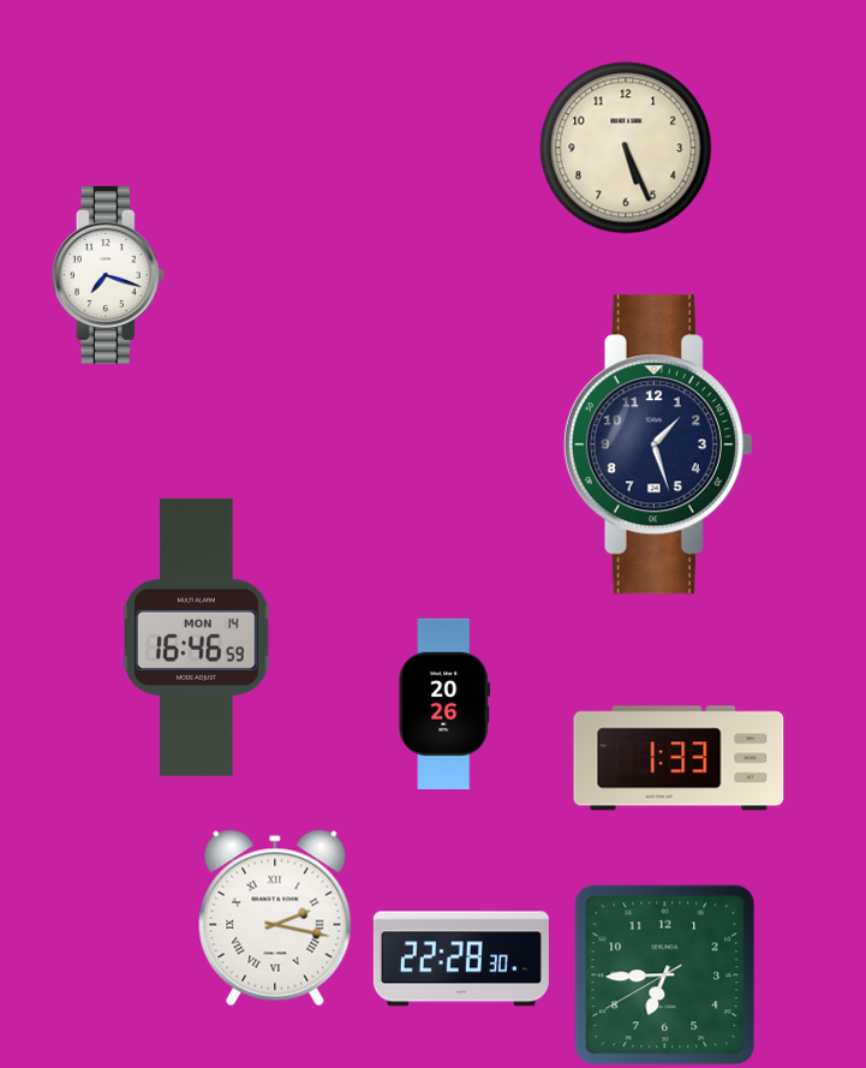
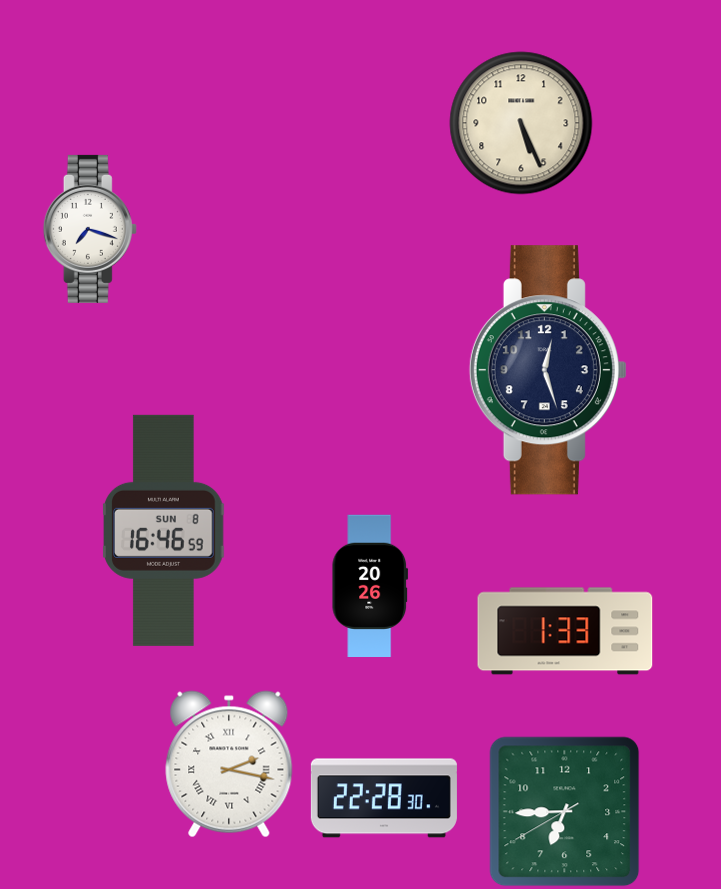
clock at (658, 444): 1:27 -> 12:27
clock at (197, 637) date: MON 14 -> SUN 8
clock at (665, 975) position: (665, 975) -> (565, 812)
